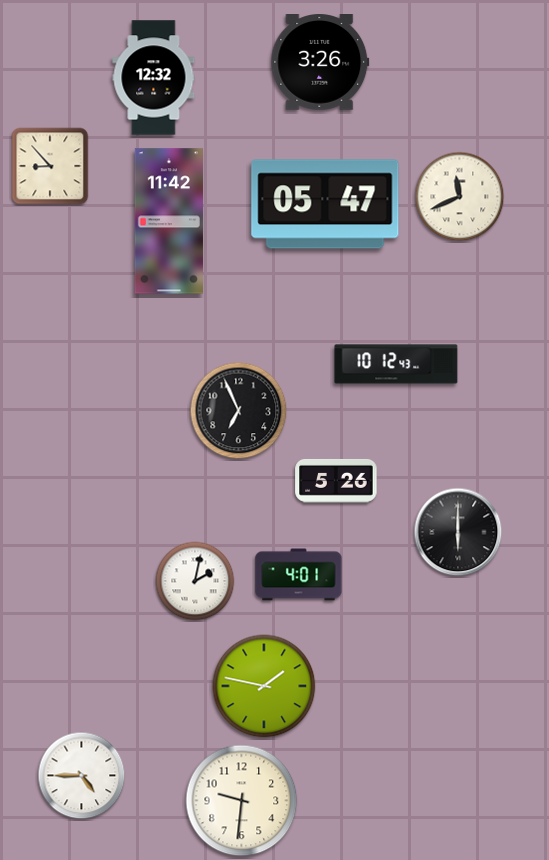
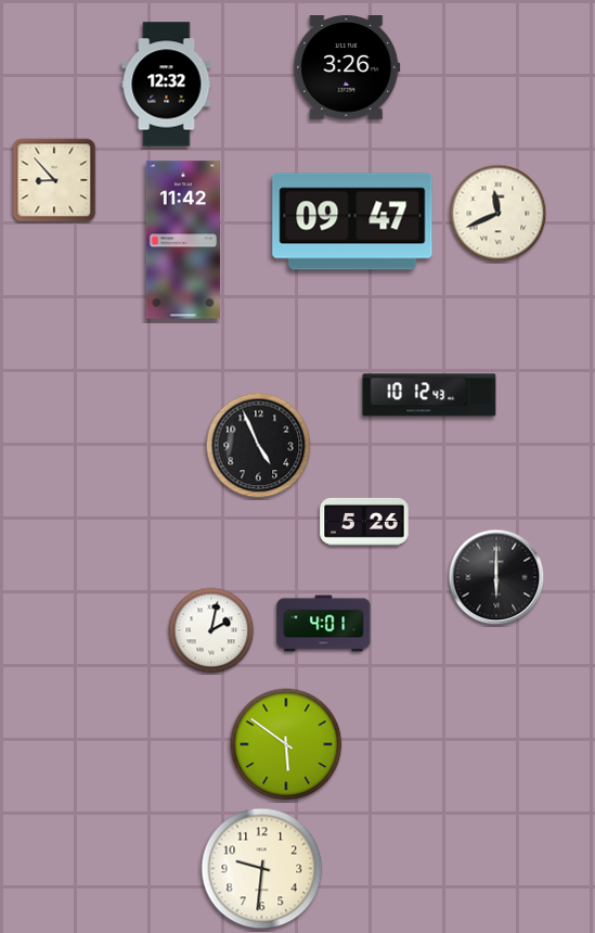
clock at (325, 204): 05:47 -> 09:47
clock at (239, 411): 6:56 -> 4:56
clock at (264, 686): 1:47 -> 5:51
clock at (82, 776): 4:45 -> none
